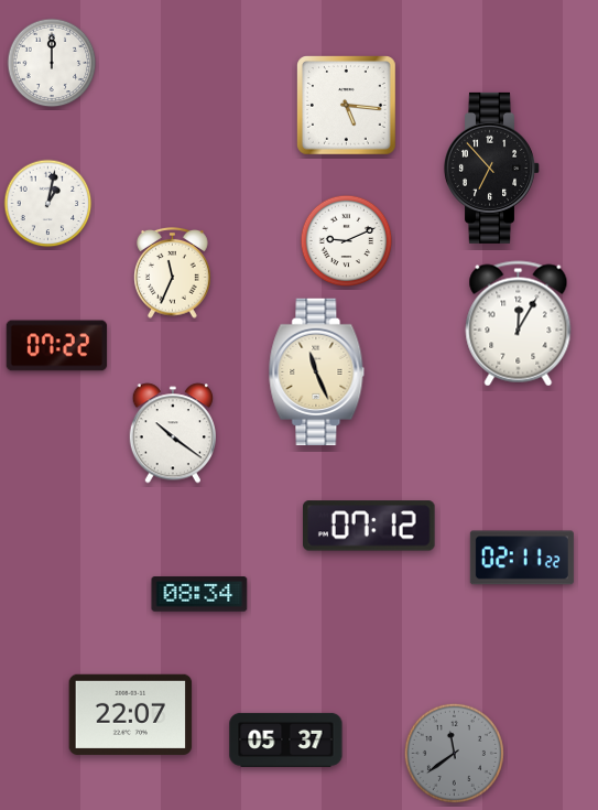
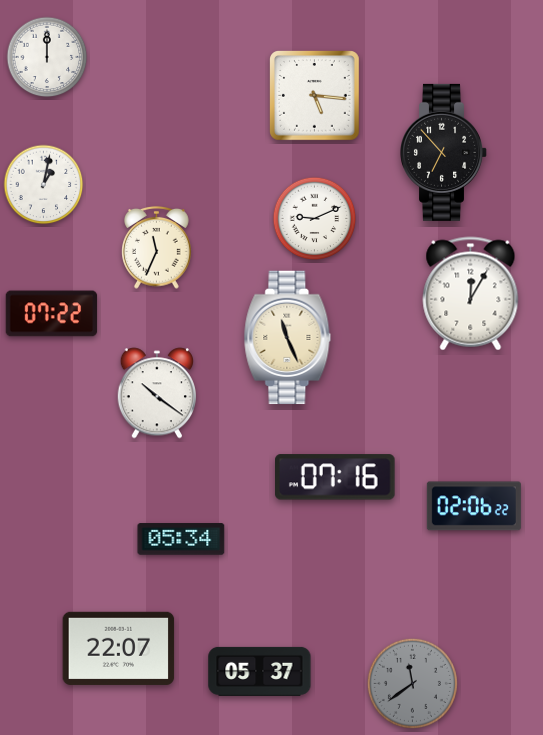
clock at (492, 168) position: (492, 168) -> (444, 152)
clock at (370, 526): 07:12 -> 07:16
clock at (522, 558): 02:11 -> 02:06
clock at (199, 594): 08:34 -> 05:34
